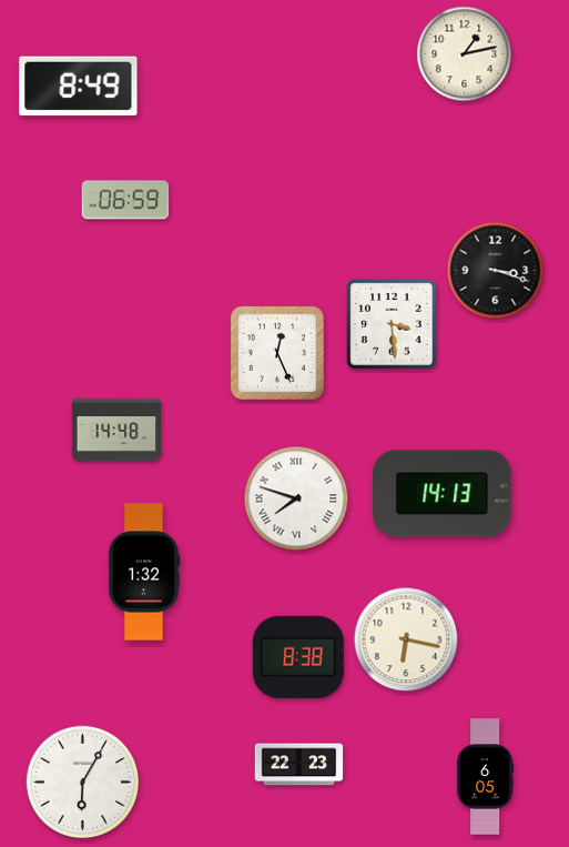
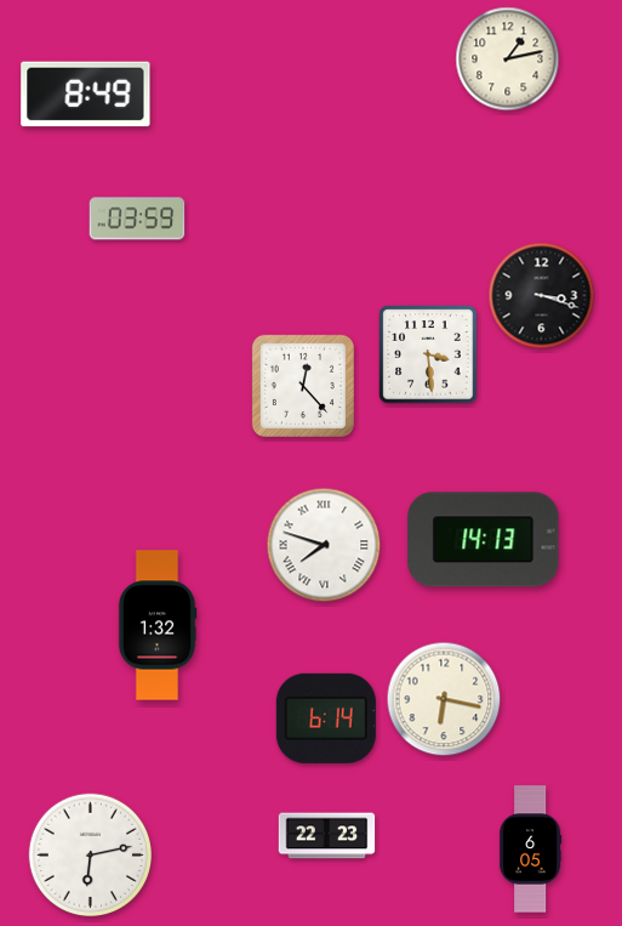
clock at (125, 200): 06:59 -> 03:59
clock at (277, 353): 12:26 -> 12:23
clock at (116, 430): 14:48 -> none
clock at (298, 657): 8:38 -> 6:14
clock at (82, 782): 6:05 -> 6:13
